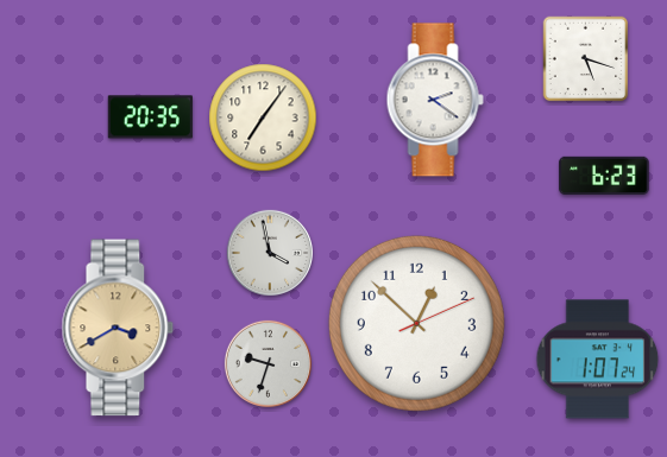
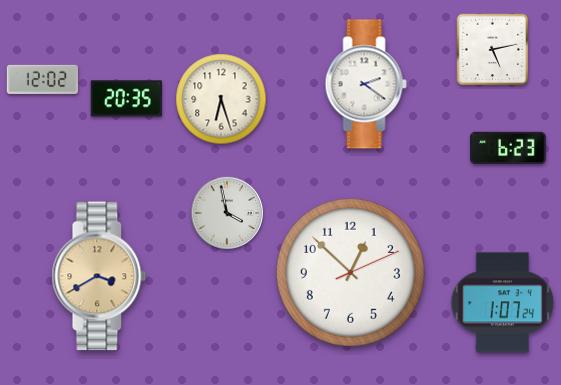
clock at (586, 59): 5:18 -> 5:13
clock at (42, 79): none -> 12:02
clock at (263, 118): 7:06 -> 6:27
clock at (268, 363): 9:33 -> none
